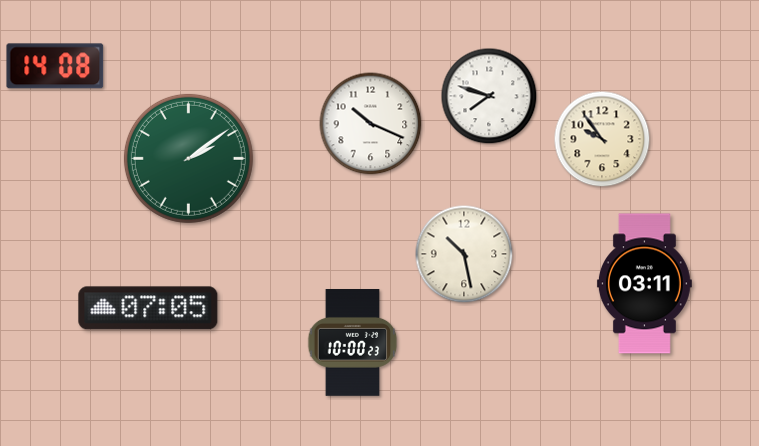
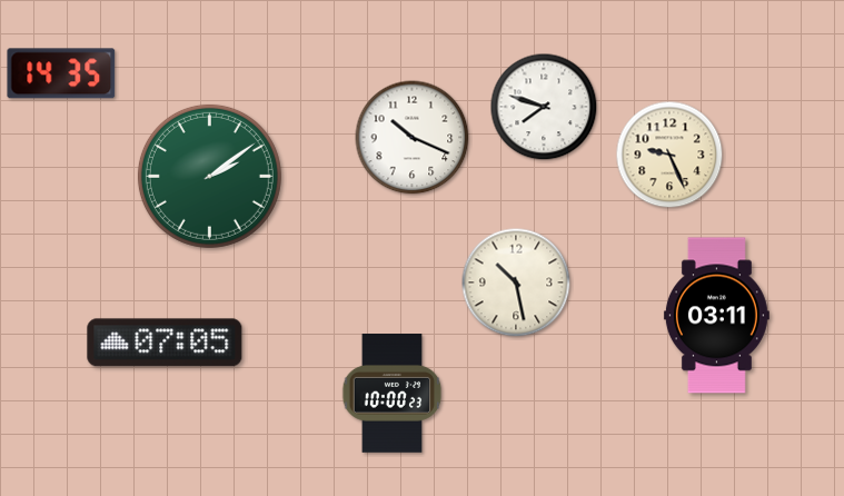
clock at (55, 66): 14:08 -> 14:35
clock at (602, 139): 9:54 -> 9:26
clock at (353, 343) position: (353, 343) -> (393, 394)
